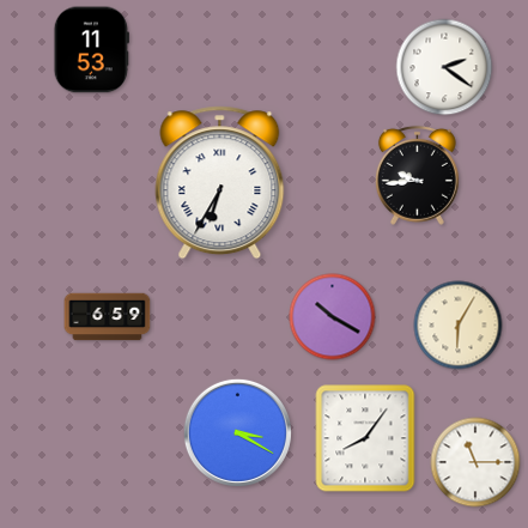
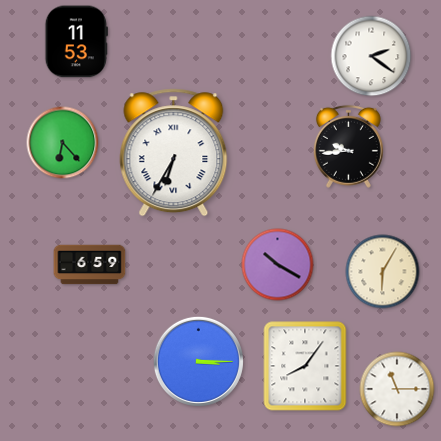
clock at (63, 143): none -> 6:23
clock at (220, 183) position: (220, 183) -> (174, 153)
clock at (237, 432): 3:20 -> 3:15
clock at (475, 462) position: (475, 462) -> (397, 389)
